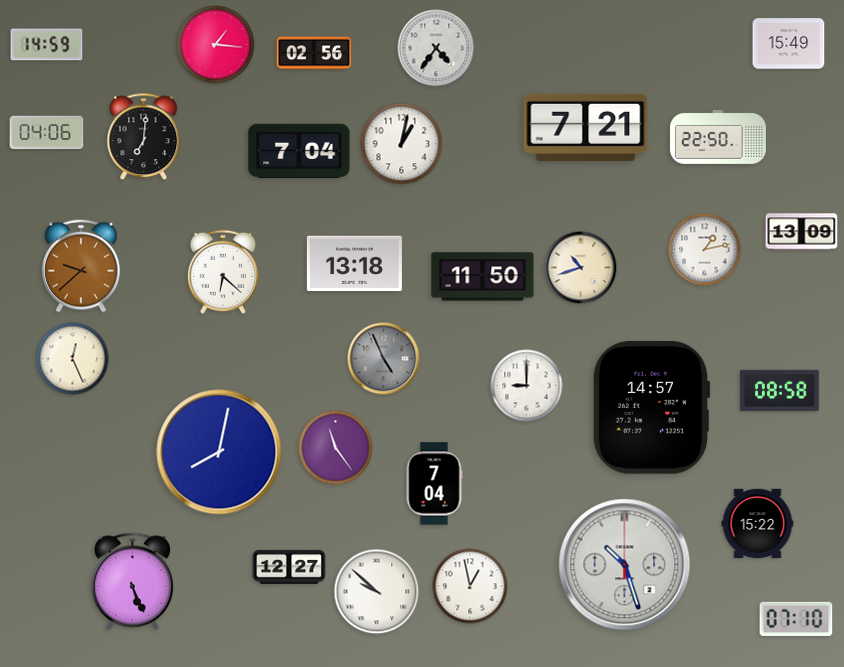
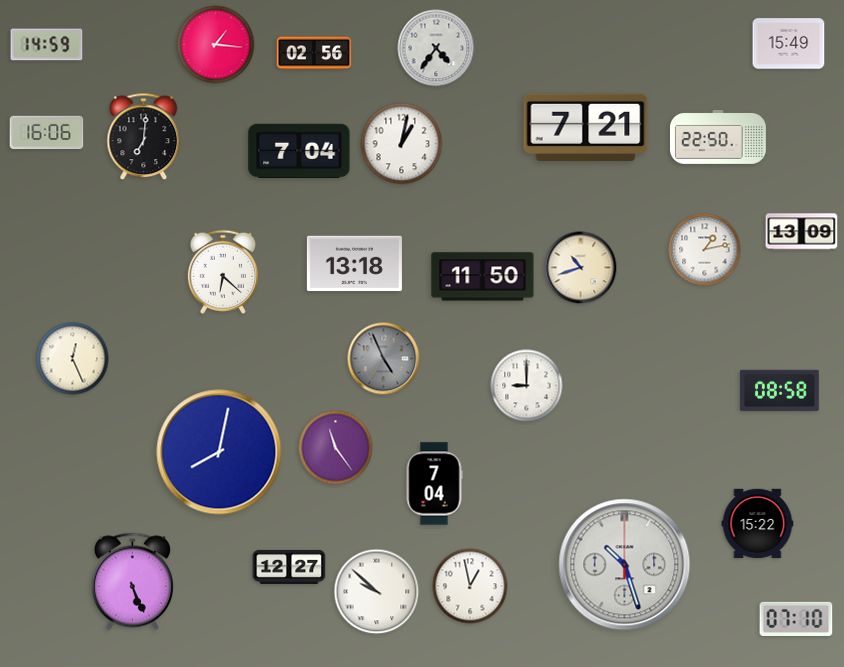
clock at (47, 133): 04:06 -> 16:06
clock at (81, 266): 9:38 -> none
clock at (651, 408): 14:57 -> none
